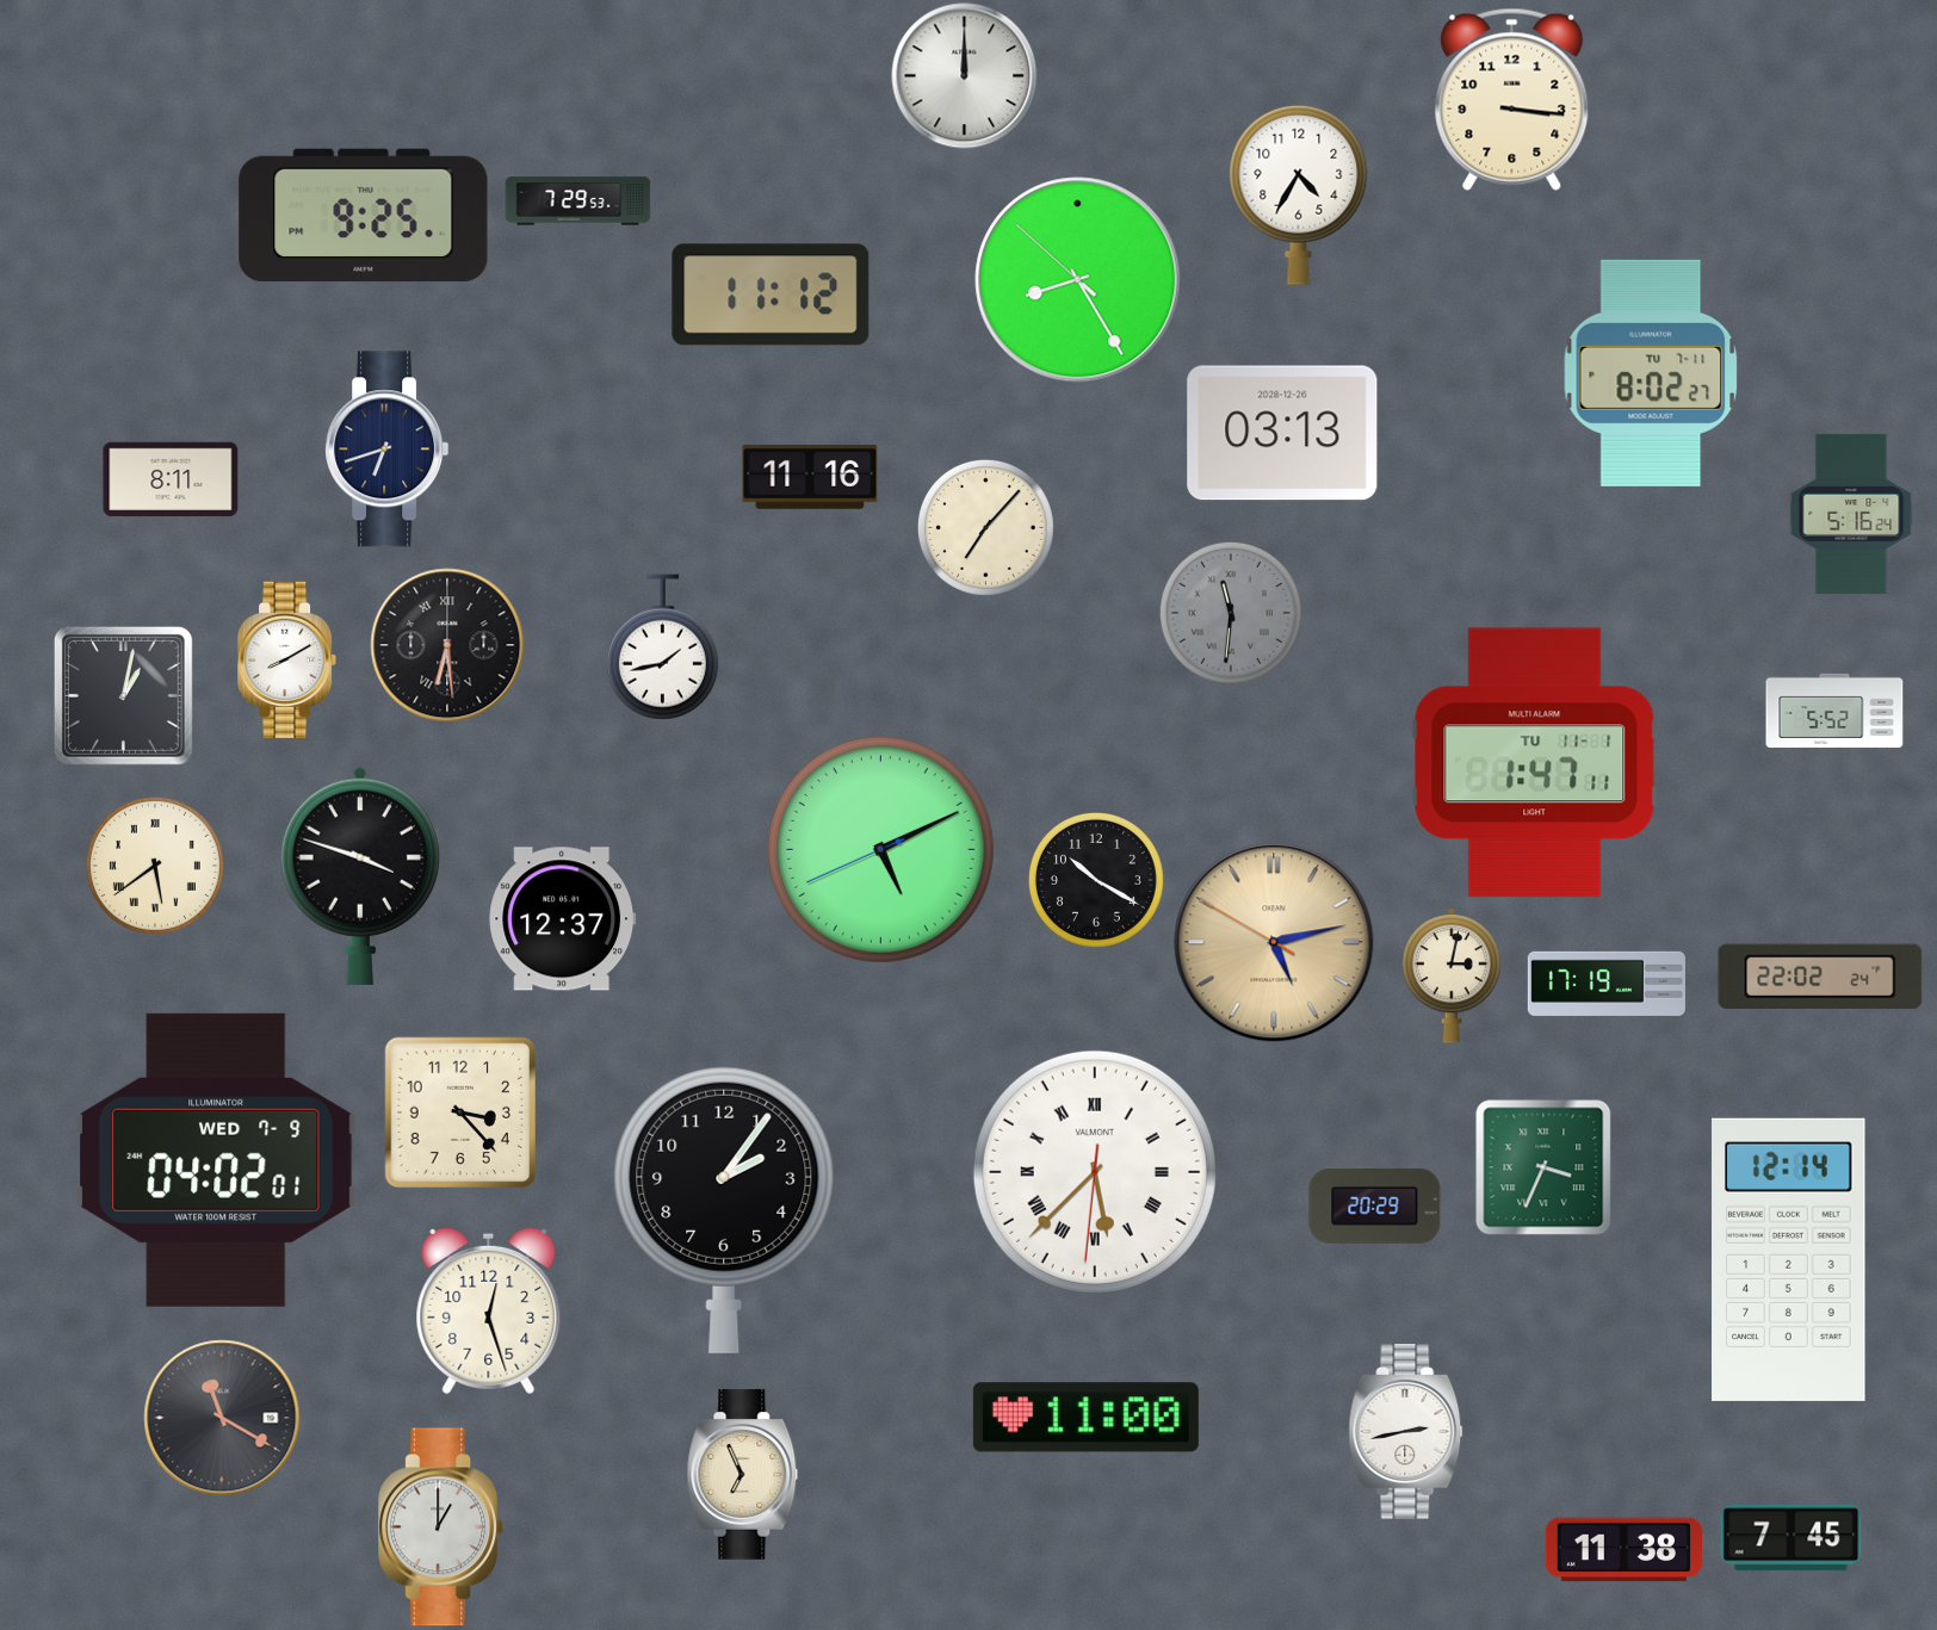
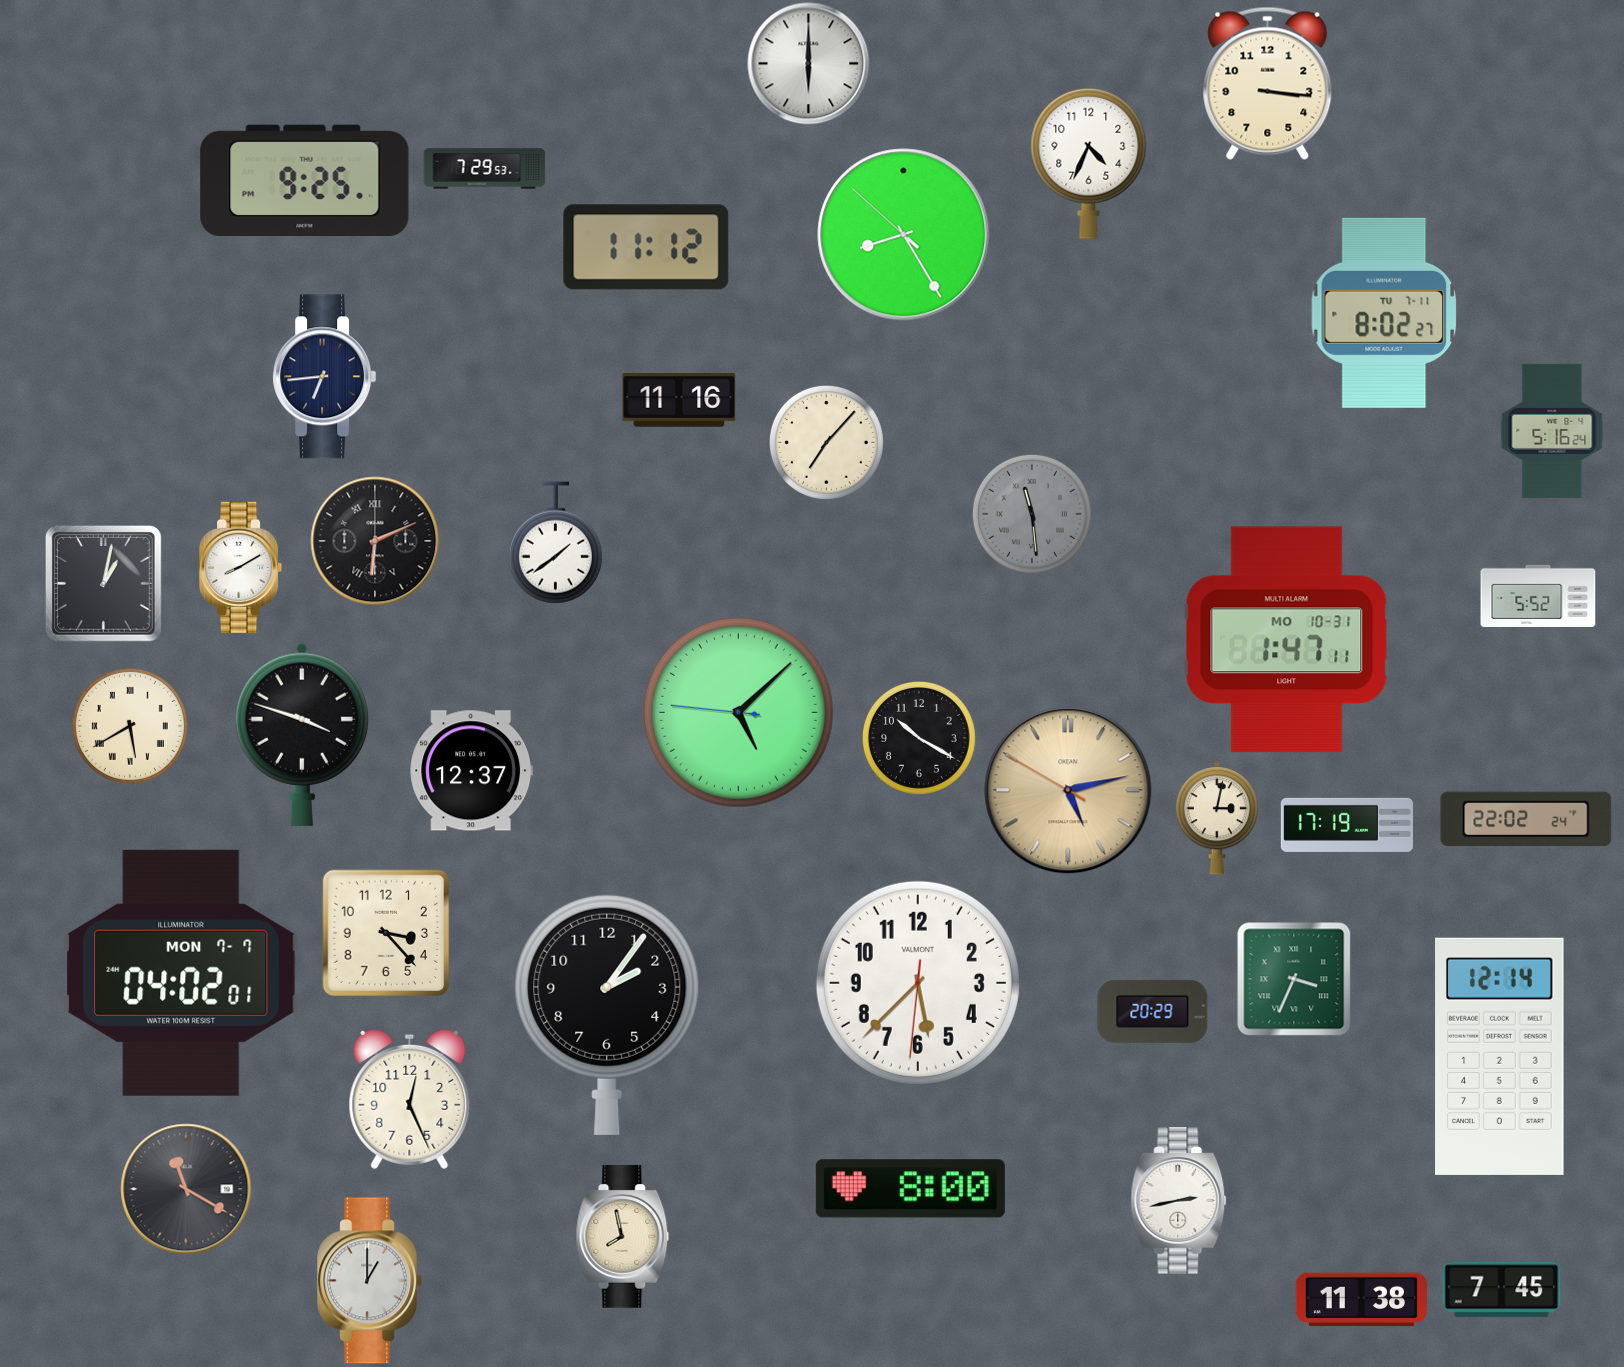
clock at (965, 76): 12:00 -> 6:00
clock at (1299, 194): 4:35 -> 4:34
clock at (1282, 433): 03:13 -> none
clock at (388, 450): 6:42 -> 6:44
clock at (171, 478): 8:11 -> none
clock at (1231, 613): 11:31 -> 11:29
clock at (447, 645): 6:29 -> 6:11
clock at (662, 647): 1:43 -> 1:39
clock at (287, 659) position: (287, 659) -> (241, 567)
clock at (1535, 763) date: TU 11-1 -> MO 10-31
clock at (880, 849): 5:10 -> 5:07
clock at (155, 866): 5:39 -> 5:40
clock at (216, 1160) date: WED 7-9 -> MON 7-7
clock at (1095, 1172) numerals: Roman -> Arabic
clock at (489, 1312): 12:27 -> 12:26
clock at (1085, 1418): 11:00 -> 8:00
clock at (743, 1475): 6:56 -> 7:58
